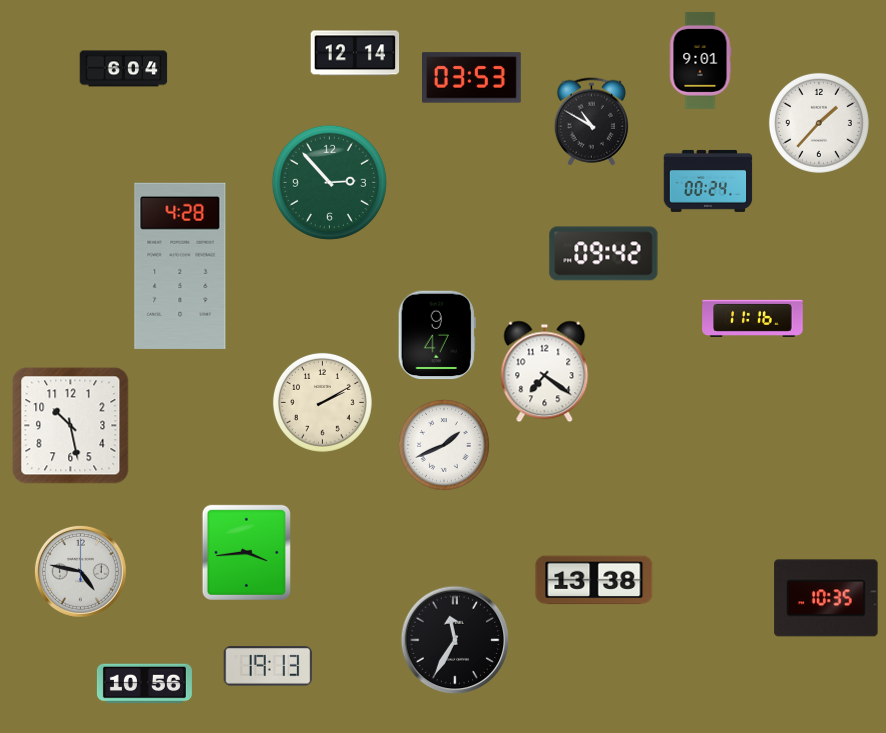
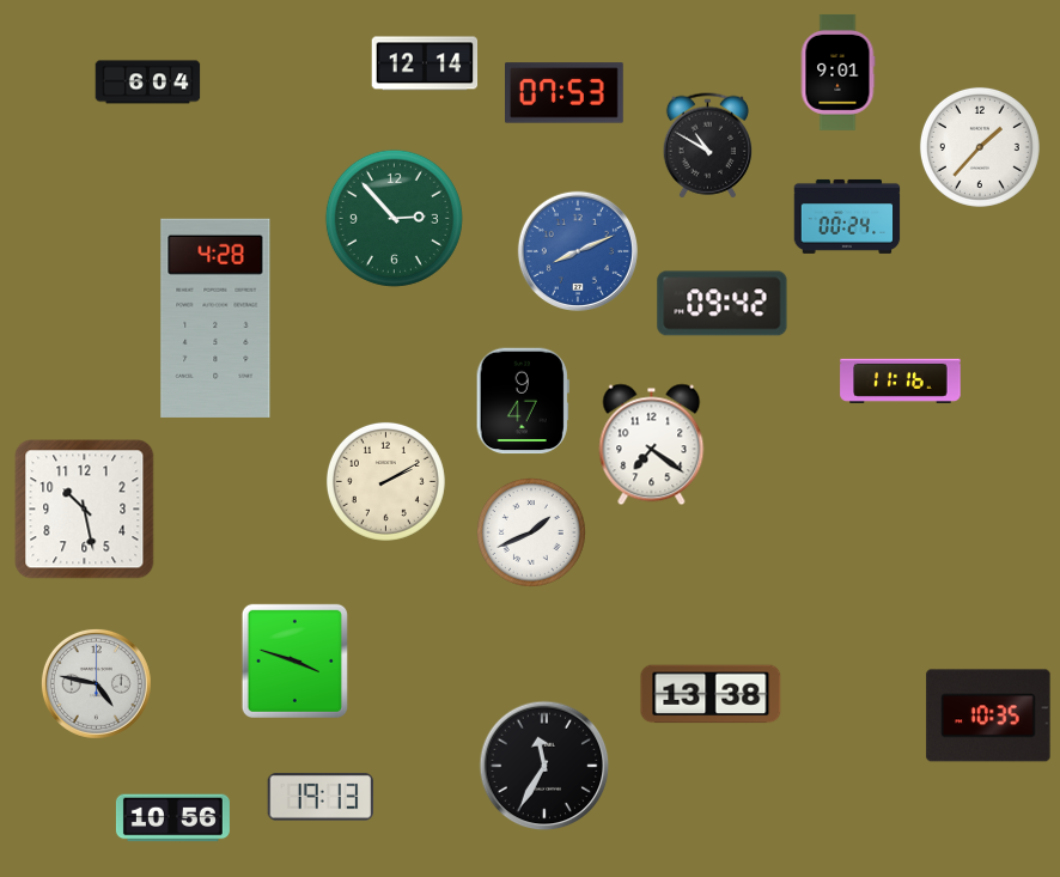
clock at (472, 78): 03:53 -> 07:53
clock at (578, 251): none -> 8:11
clock at (246, 552): 3:44 -> 3:48
